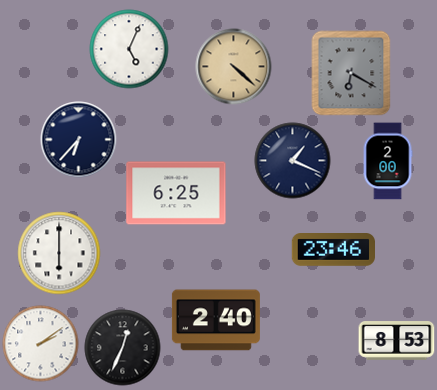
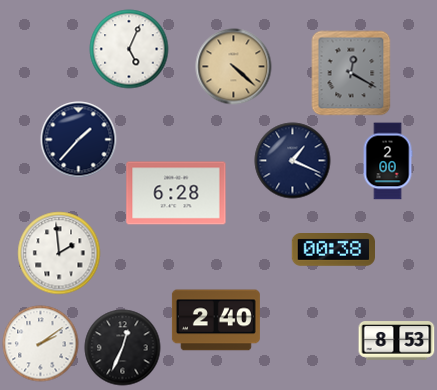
clock at (351, 73): 6:20 -> 12:20
clock at (79, 140): 6:37 -> 1:37
clock at (176, 193): 6:25 -> 6:28
clock at (334, 250): 23:46 -> 00:38
clock at (59, 253): 6:00 -> 1:59
